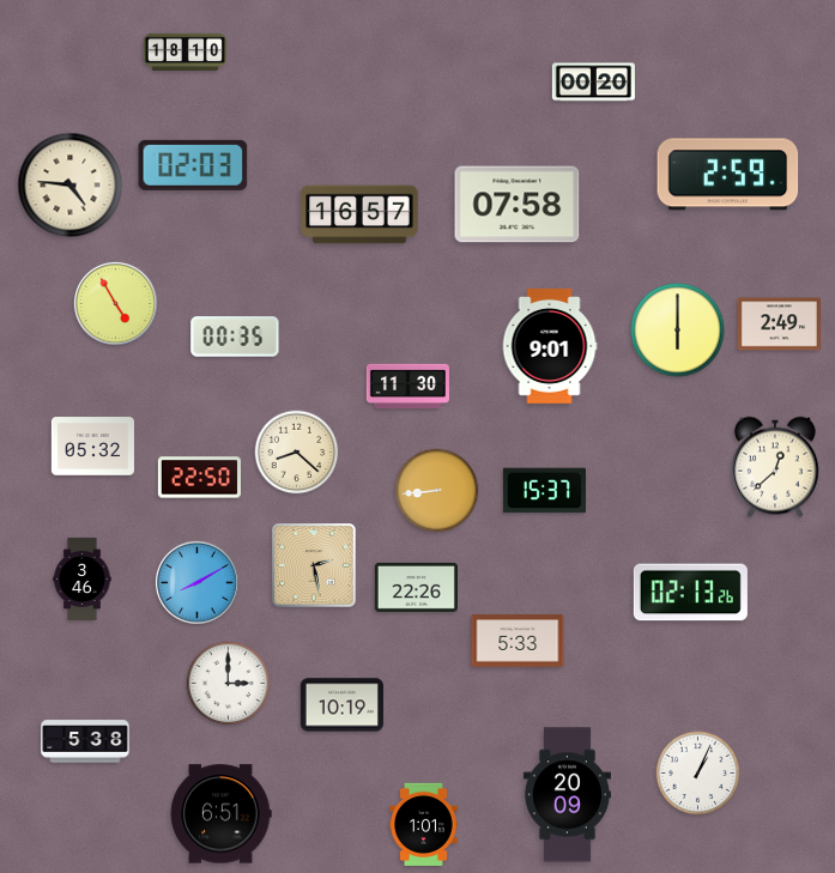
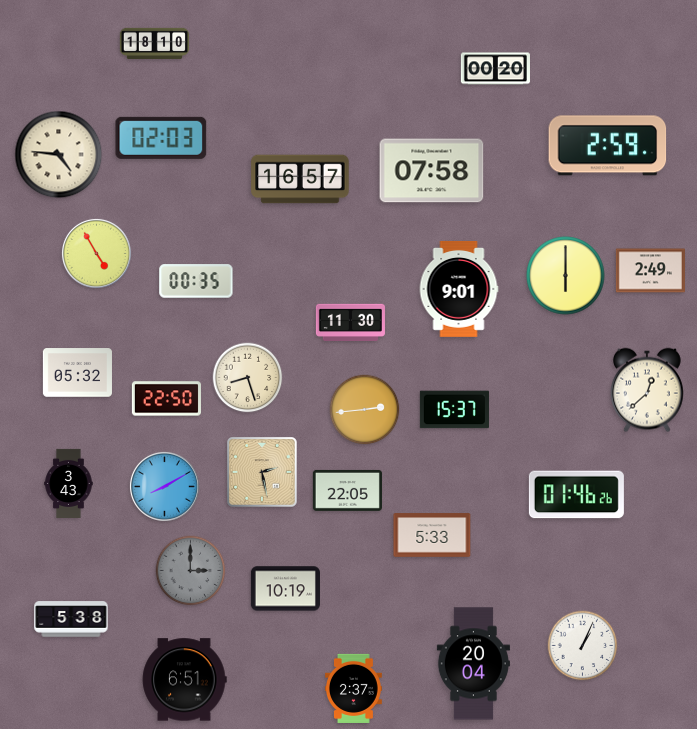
clock at (407, 386) position: (407, 386) -> (350, 322)
clock at (297, 453): 8:22 -> 8:27
clock at (437, 491): 8:44 -> 2:44
clock at (83, 578): 3:46 -> 3:43
clock at (416, 587): 22:26 -> 22:05
clock at (690, 593): 02:13 -> 01:46
clock at (229, 684) dial: white -> grey
clock at (567, 795): 20:09 -> 20:04
clock at (424, 824): 1:01 -> 2:37
